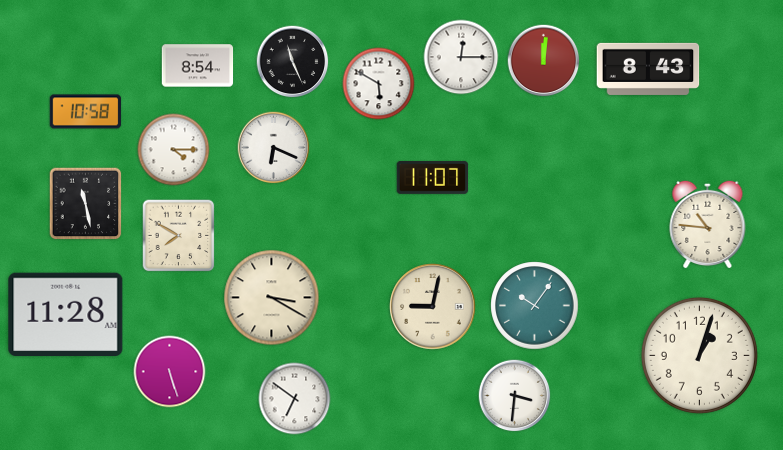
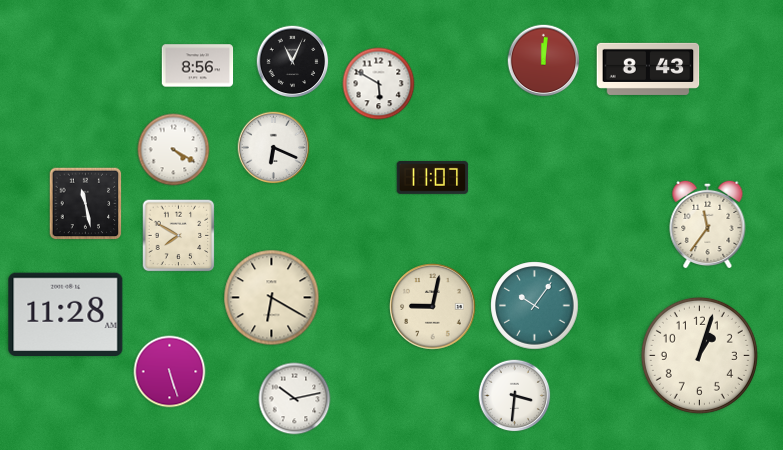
clock at (461, 57): 12:15 -> none
clock at (293, 62): 11:26 -> 11:04
clock at (198, 66): 8:54 -> 8:56
clock at (86, 112): 10:58 -> none
clock at (174, 150): 4:15 -> 4:20
clock at (708, 224): 10:46 -> 11:36
clock at (272, 298): 3:20 -> 6:20
clock at (295, 399): 6:51 -> 10:13
